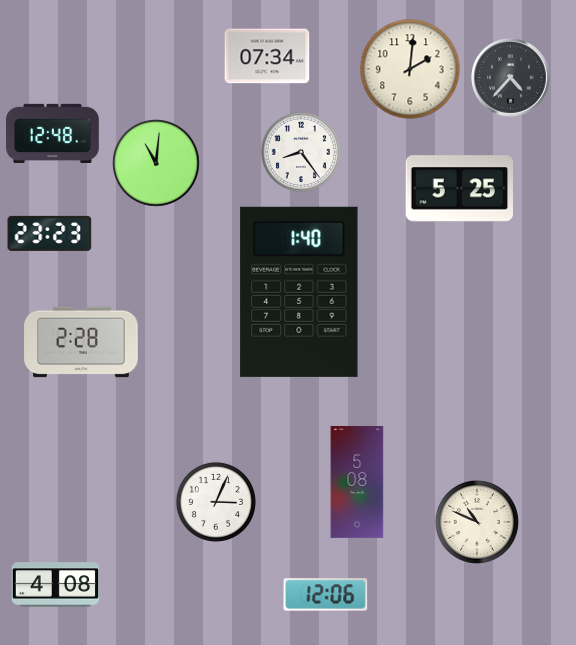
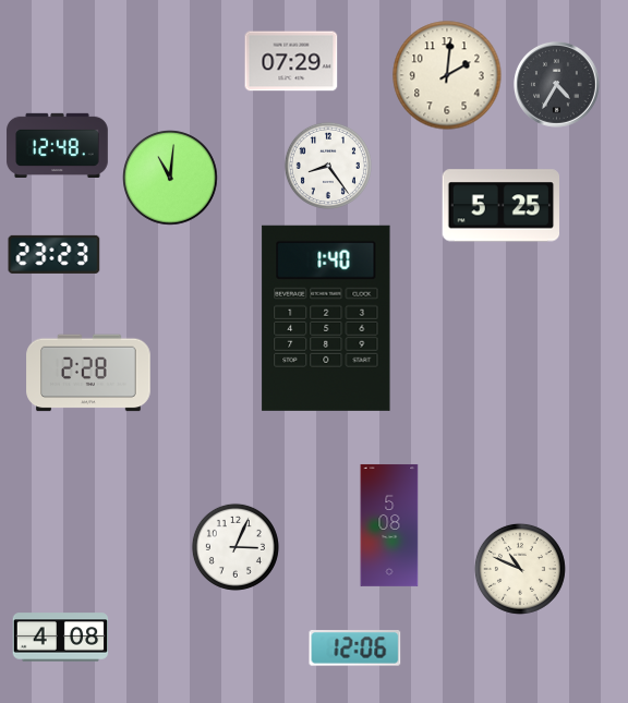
clock at (267, 56): 07:34 -> 07:29
clock at (511, 78): 4:37 -> 4:35
